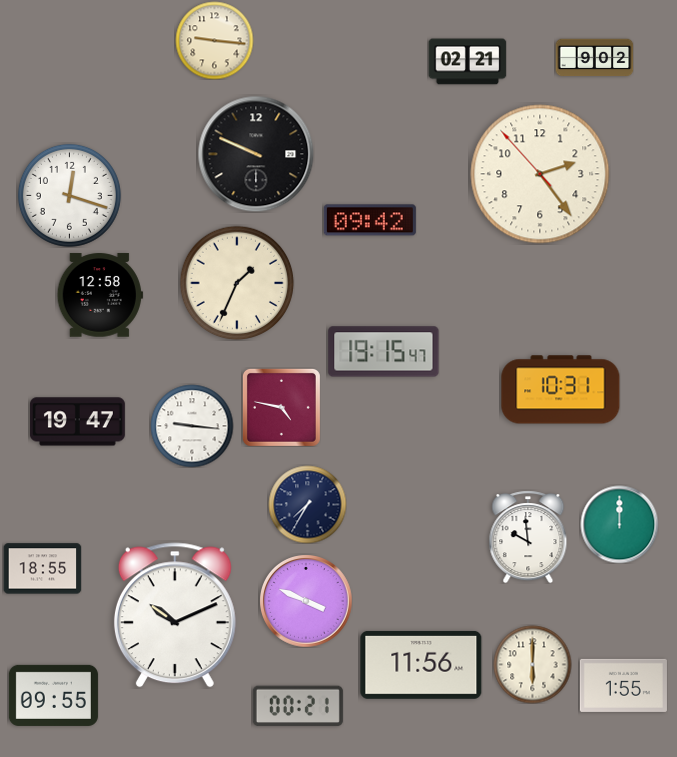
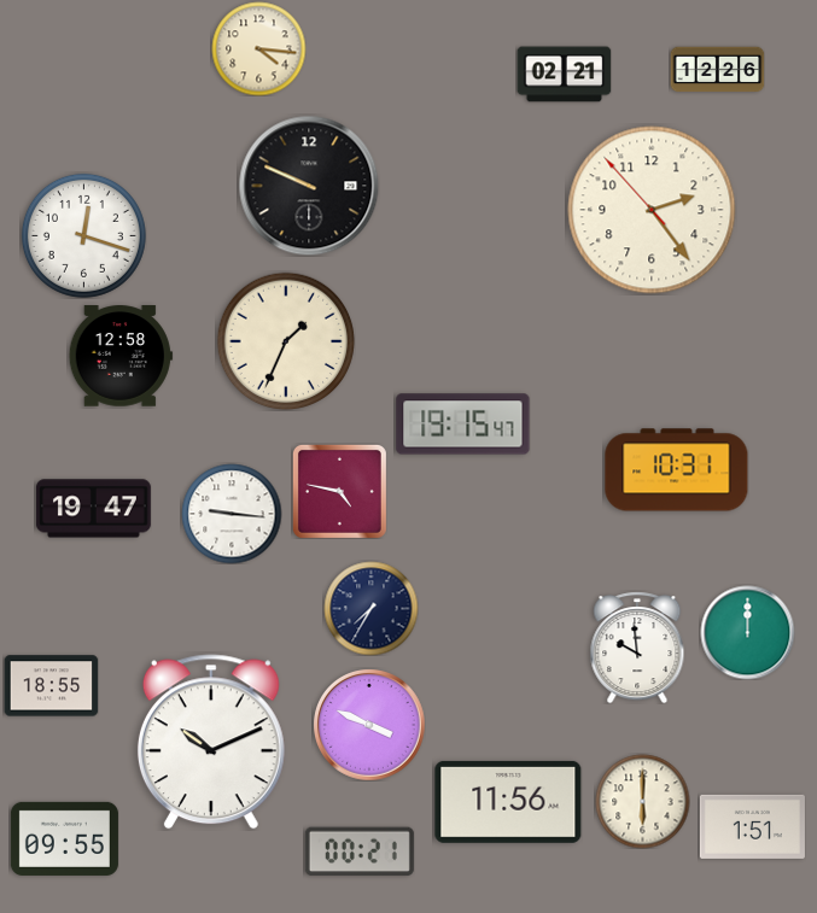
clock at (214, 40): 9:16 -> 4:16
clock at (594, 58): 9:02 -> 12:26
clock at (370, 220): 09:42 -> none
clock at (623, 685): 1:55 -> 1:51
